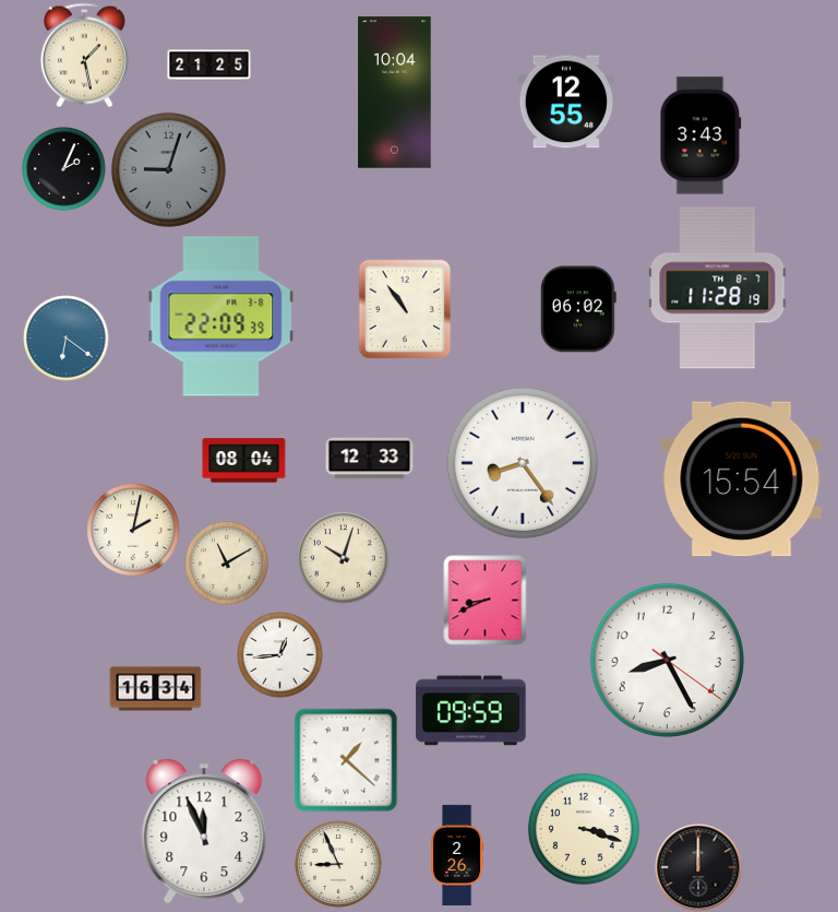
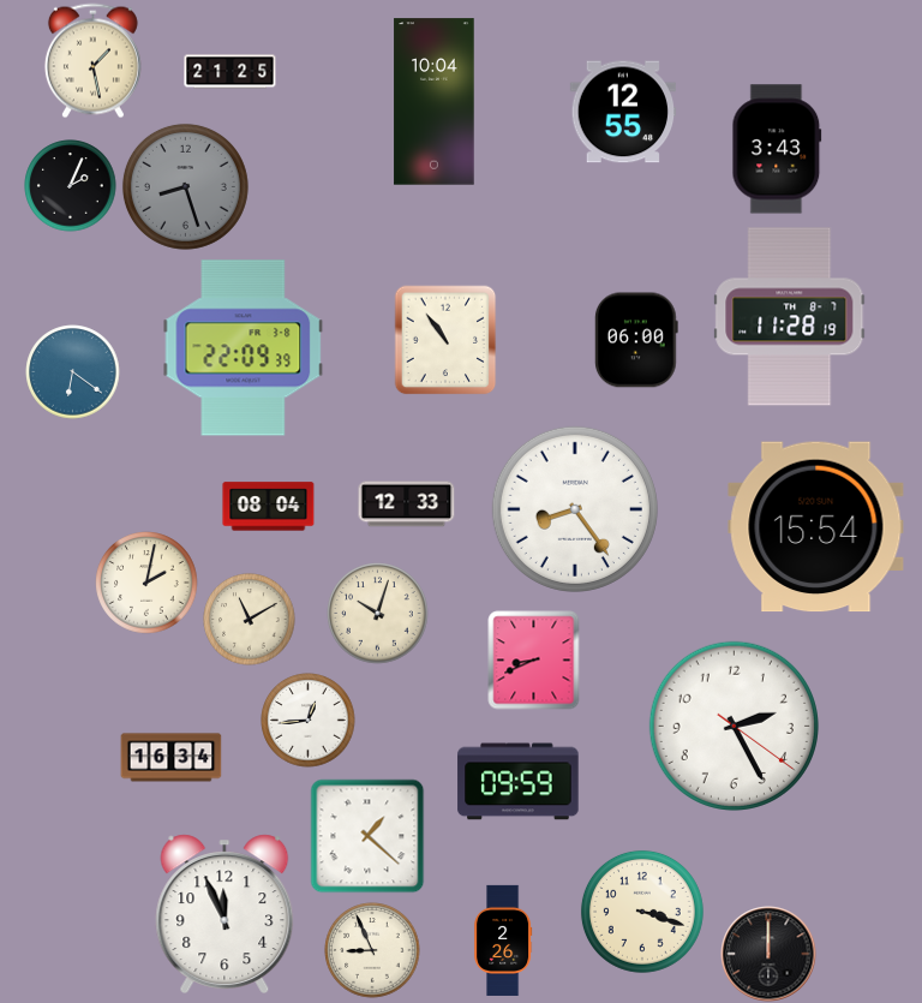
clock at (701, 135) position: (701, 135) -> (777, 149)
clock at (168, 169): 9:03 -> 8:27
clock at (578, 309): 06:02 -> 06:00
clock at (667, 660): 8:25 -> 2:25
clock at (346, 760) position: (346, 760) -> (367, 836)
